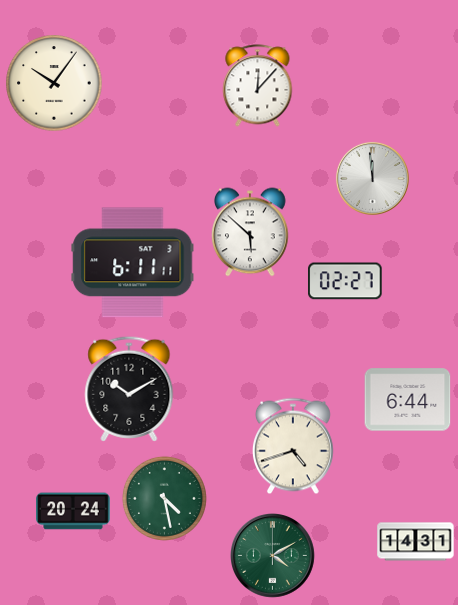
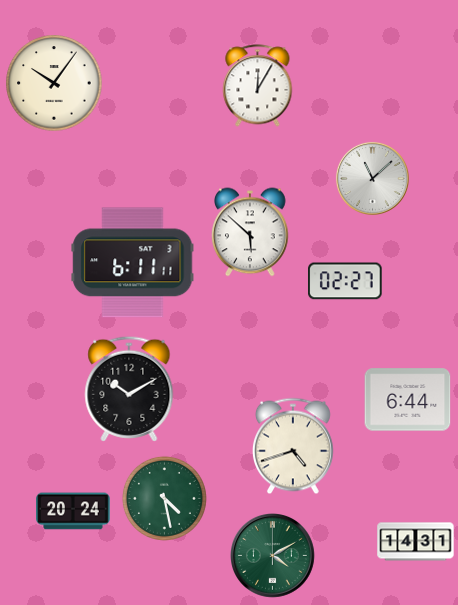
clock at (258, 86): 12:07 -> 12:05
clock at (372, 178): 11:59 -> 11:08
